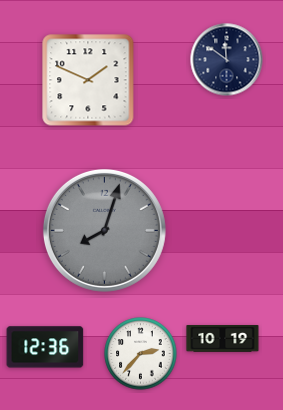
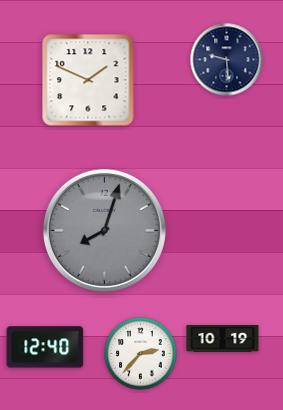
clock at (227, 60): 11:51 -> 9:29
clock at (45, 347): 12:36 -> 12:40
